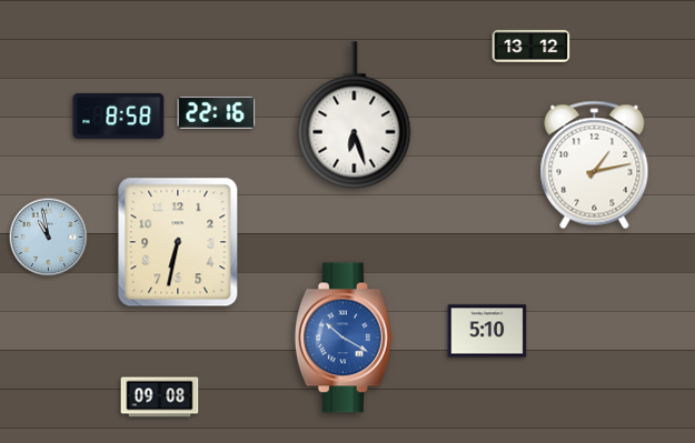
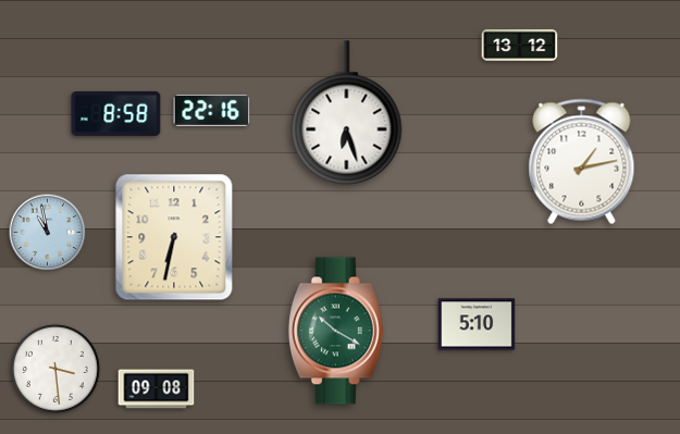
clock at (344, 338) dial: blue -> green
clock at (55, 369): none -> 3:29
